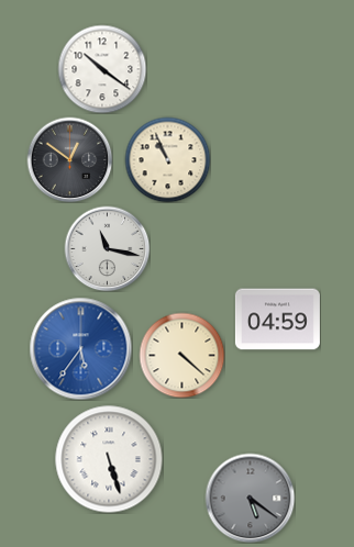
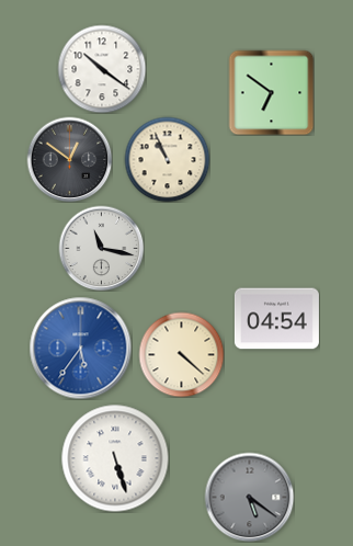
clock at (271, 92): none -> 6:51
clock at (107, 248) position: (107, 248) -> (101, 248)
clock at (277, 320): 04:59 -> 04:54
clock at (109, 459) position: (109, 459) -> (115, 458)
